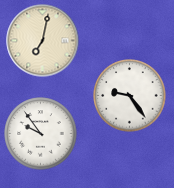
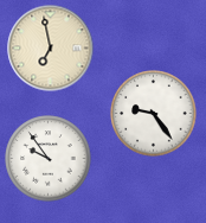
clock at (43, 41): 7:02 -> 6:58
